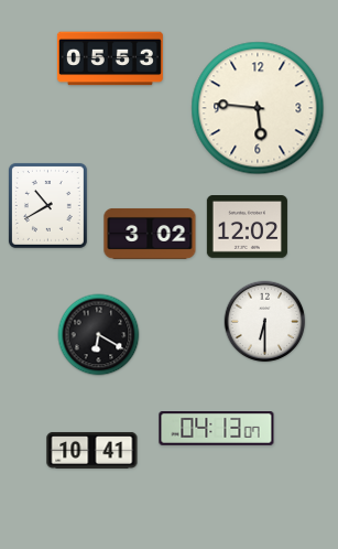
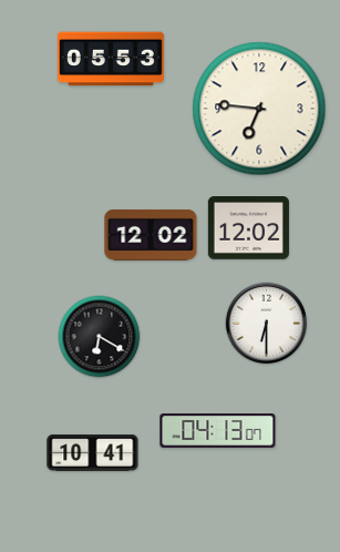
clock at (258, 108): 5:46 -> 6:46
clock at (47, 205): 10:40 -> none
clock at (150, 234): 3:02 -> 12:02
